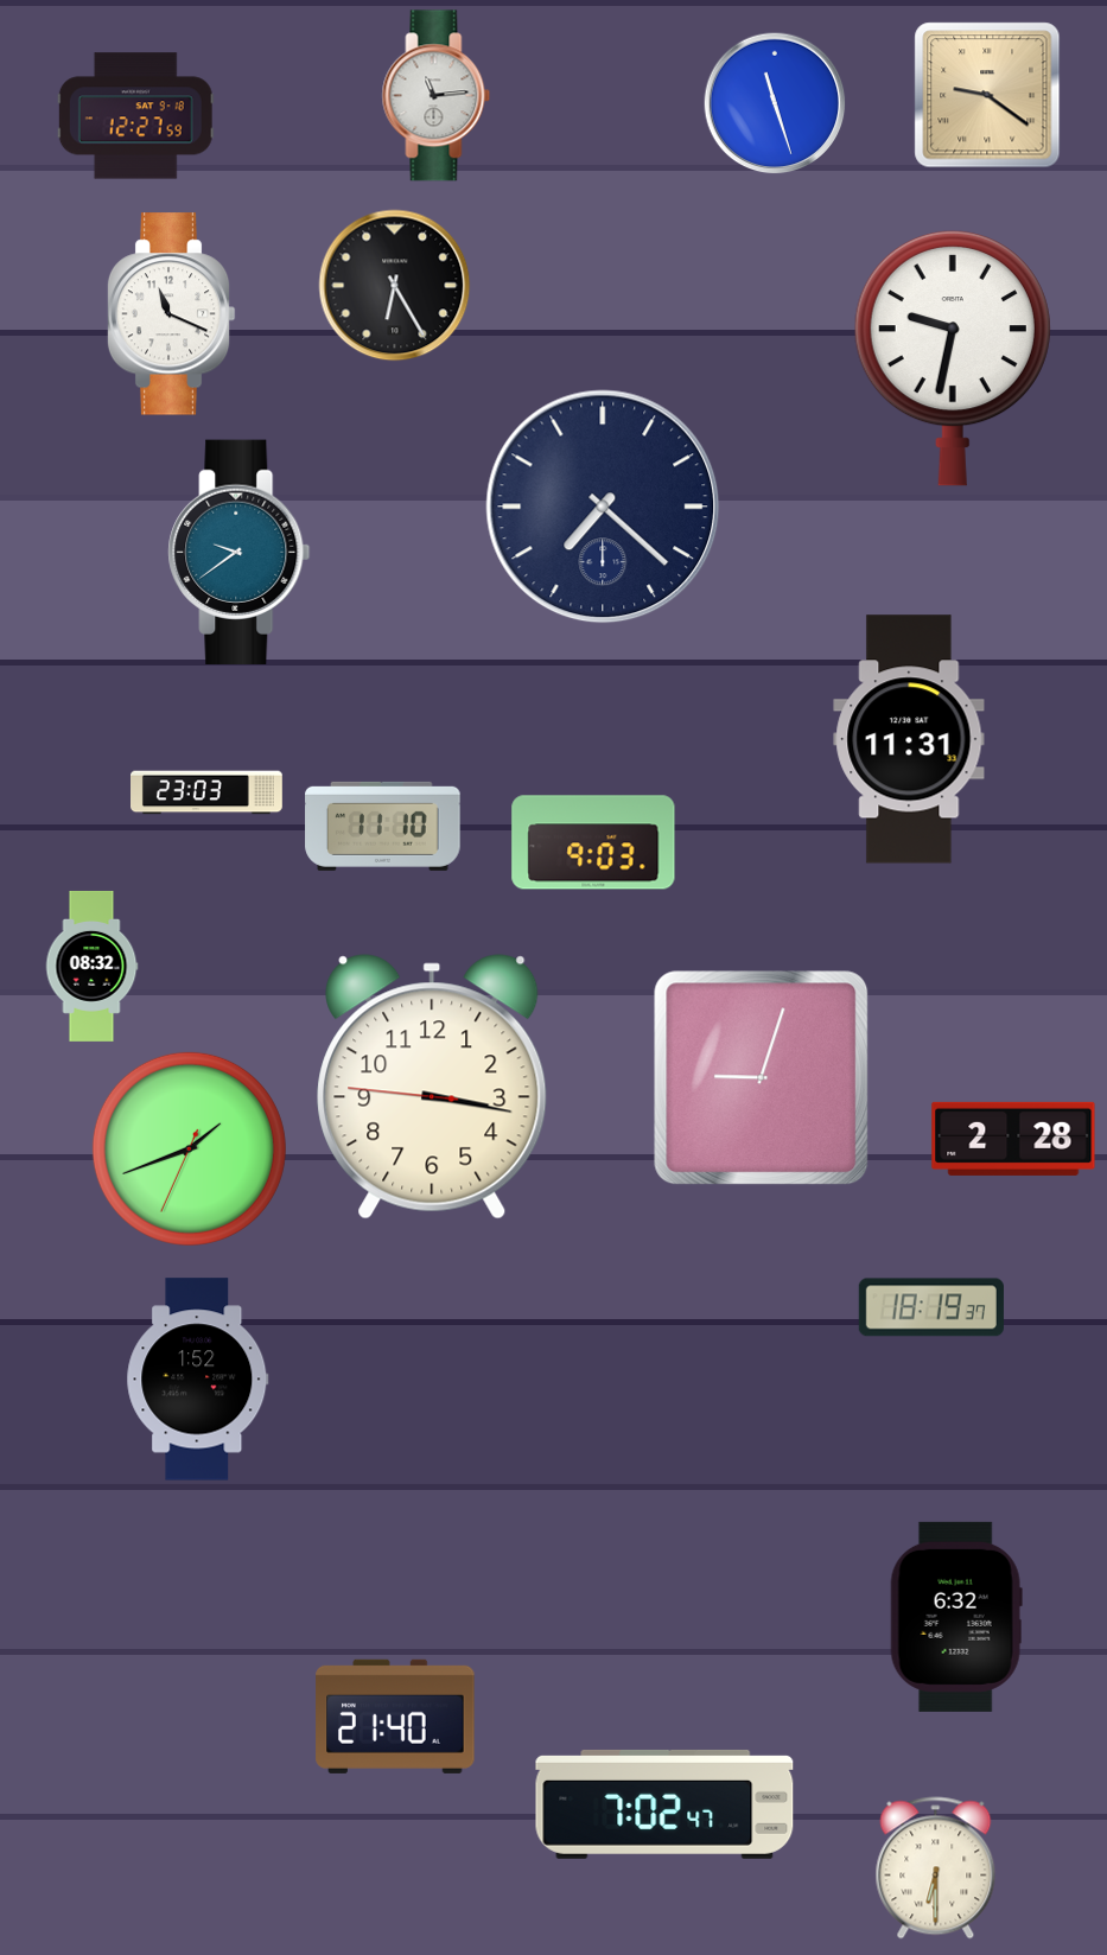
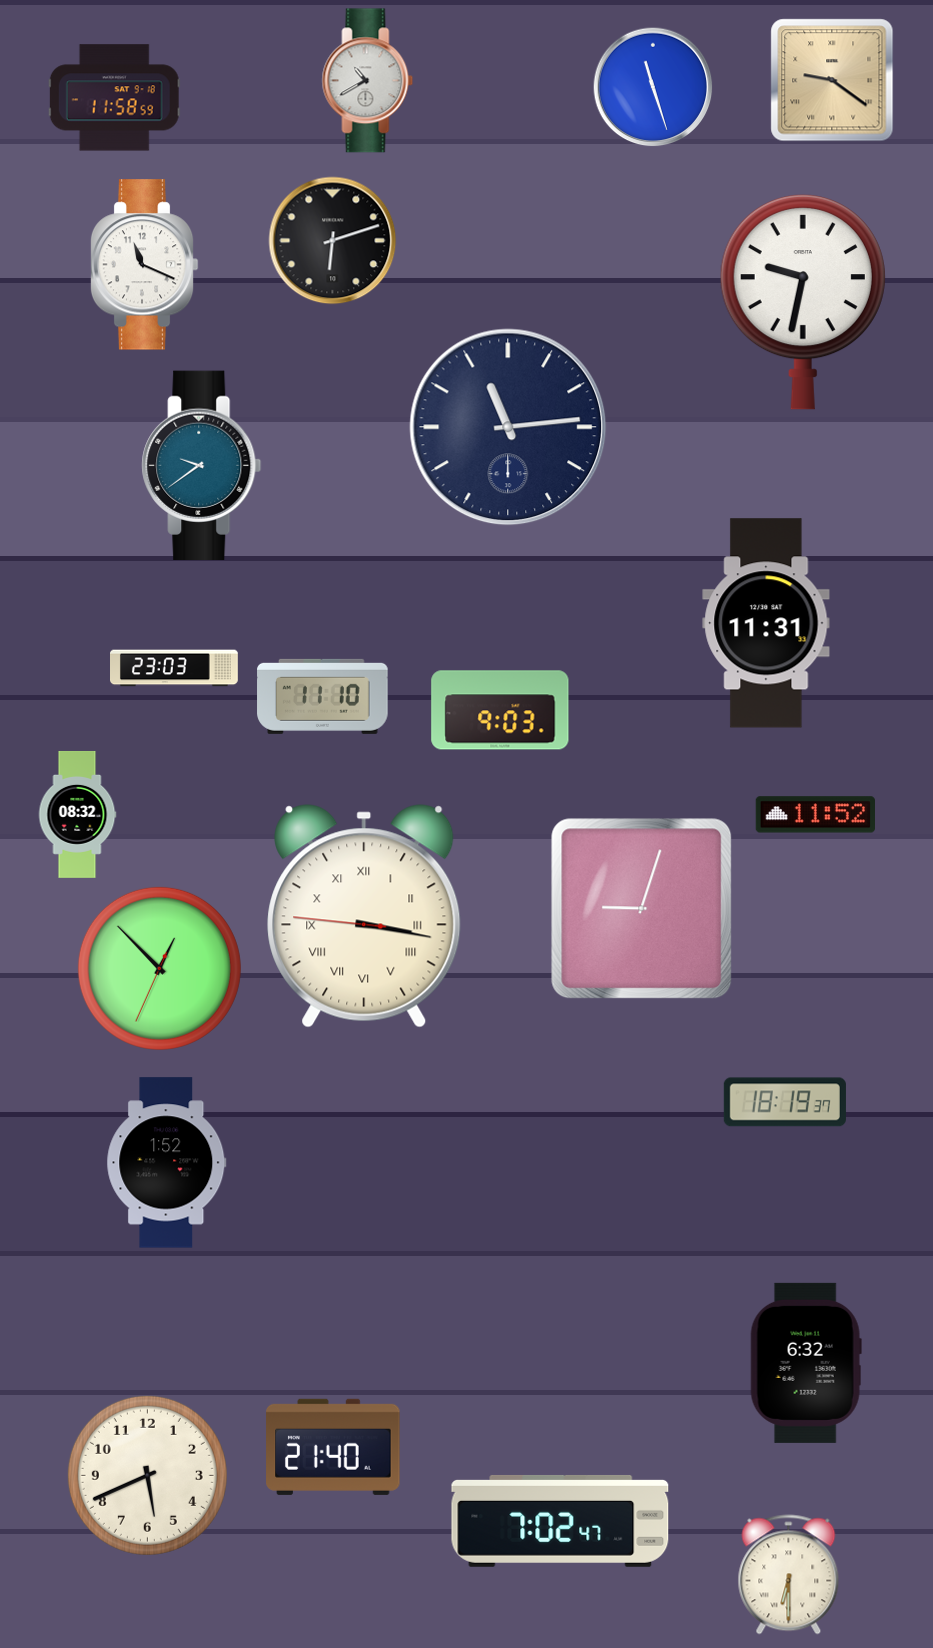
clock at (437, 96): 11:14 -> 10:40
clock at (135, 116): 12:27 -> 11:58
clock at (395, 286): 6:25 -> 6:12
clock at (603, 507): 7:22 -> 11:14
clock at (816, 815): none -> 11:52
clock at (432, 1087) numerals: Arabic -> Roman
clock at (1013, 1139): 2:28 -> none
clock at (189, 1148): 1:41 -> 12:52
clock at (147, 1475): none -> 5:41
